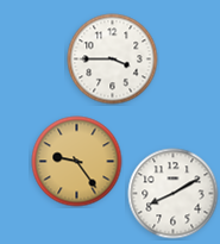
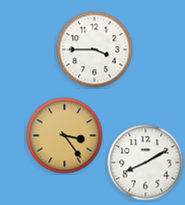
clock at (77, 162): 9:24 -> 3:24
